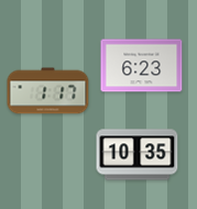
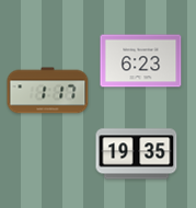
clock at (142, 66) position: (142, 66) -> (141, 61)
clock at (138, 155): 10:35 -> 19:35
